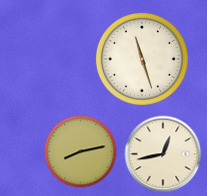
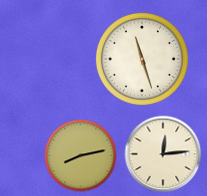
clock at (81, 152) position: (81, 152) -> (81, 156)
clock at (163, 154): 12:43 -> 12:14
